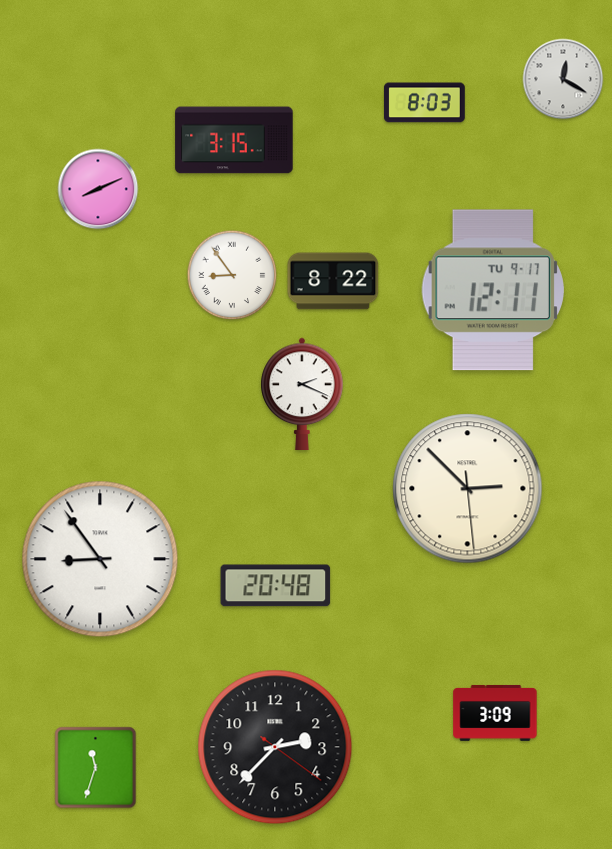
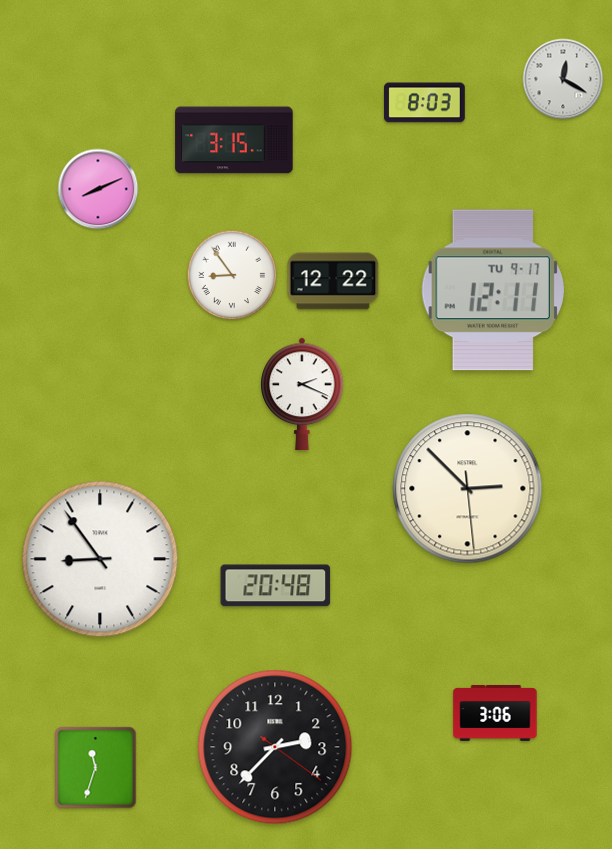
clock at (333, 281): 8:22 -> 12:22
clock at (495, 713): 3:09 -> 3:06
